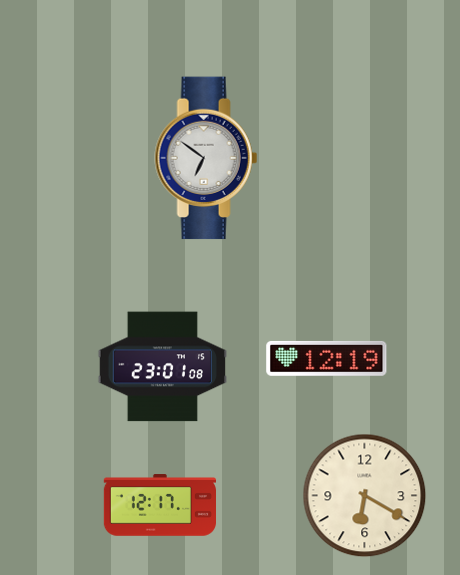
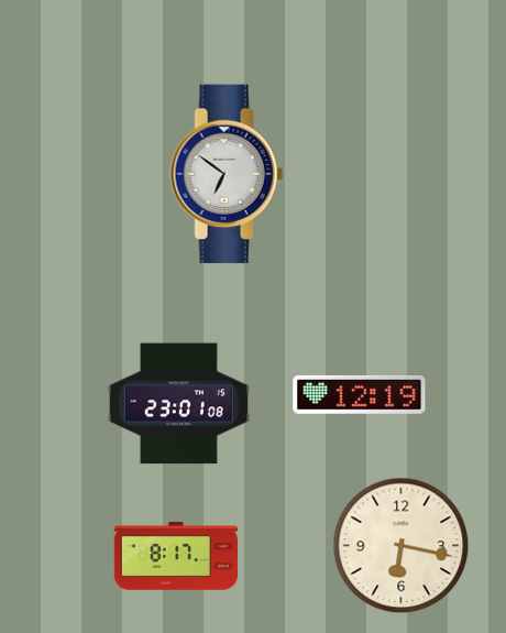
clock at (365, 496): 6:20 -> 6:17
clock at (159, 505): 12:17 -> 8:17
